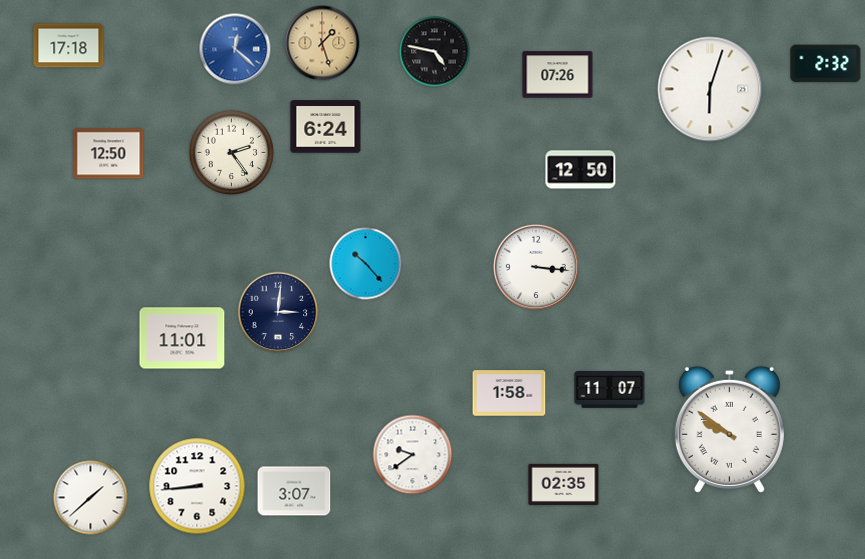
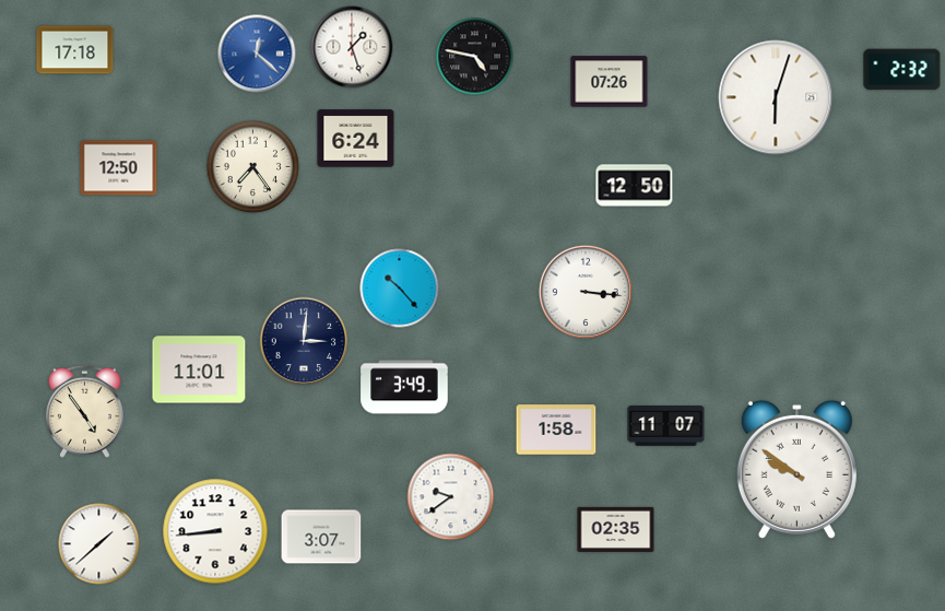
clock at (322, 43) dial: champagne -> white
clock at (232, 153): 2:24 -> 7:24
clock at (404, 387): none -> 3:49
clock at (84, 411): none -> 4:54
